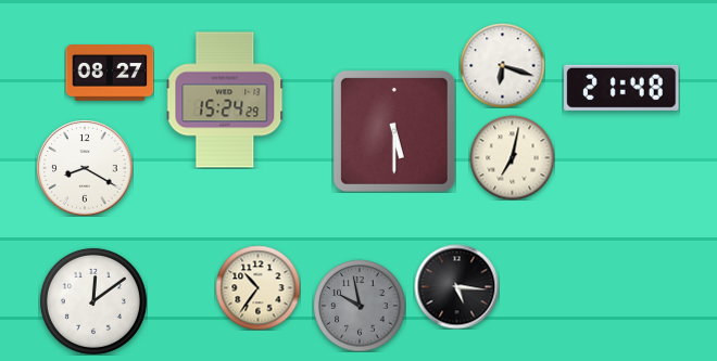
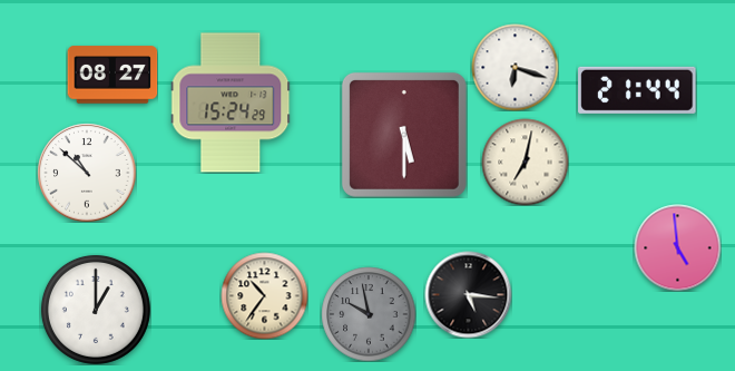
clock at (621, 88): 21:48 -> 21:44
clock at (85, 168): 8:20 -> 10:52
clock at (677, 247): none -> 4:59
clock at (93, 301): 12:09 -> 1:00
